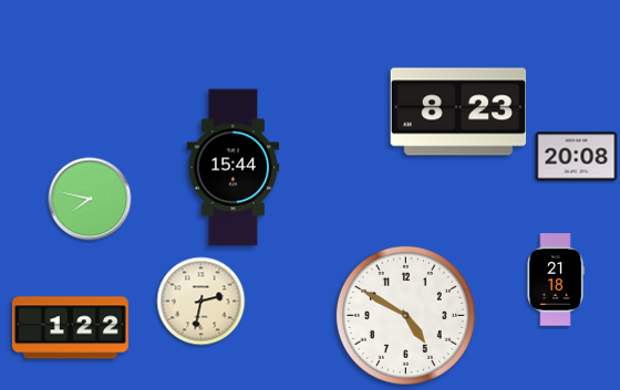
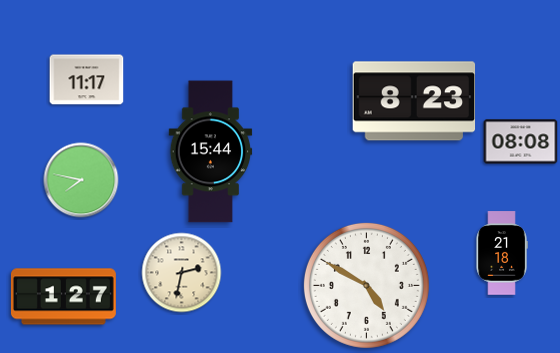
clock at (87, 80): none -> 11:17
clock at (577, 157): 20:08 -> 08:08
clock at (70, 328): 1:22 -> 1:27
